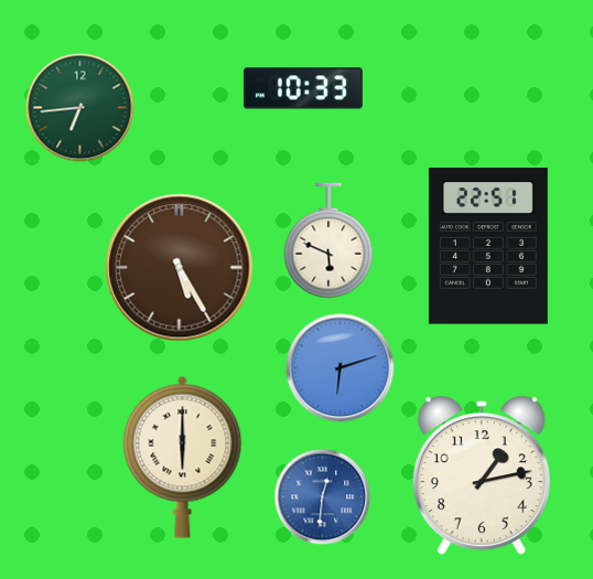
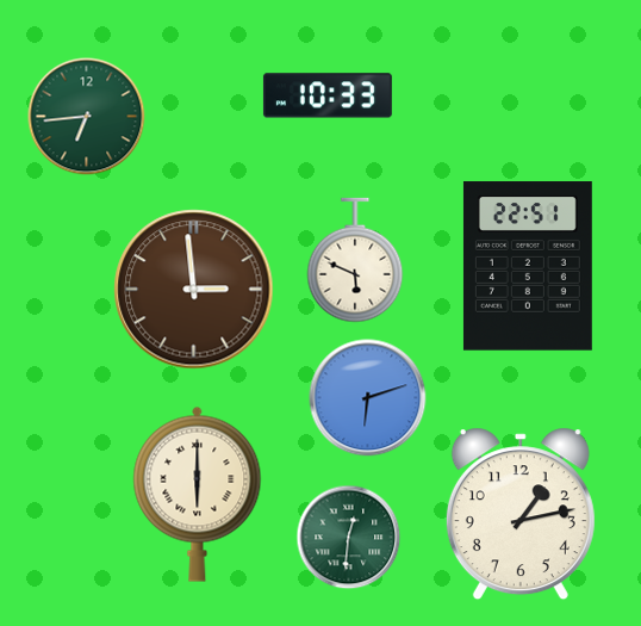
clock at (180, 268): 5:25 -> 2:59
clock at (323, 497) dial: blue -> green
